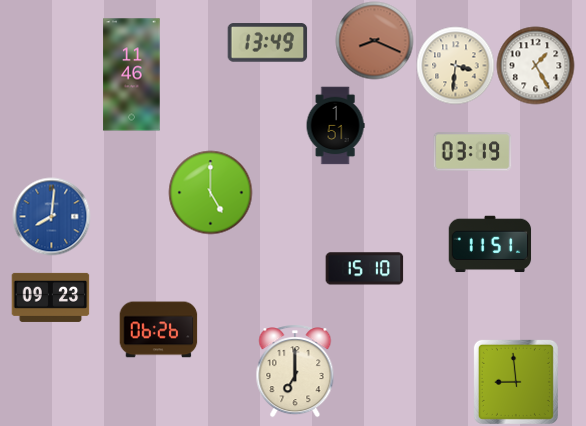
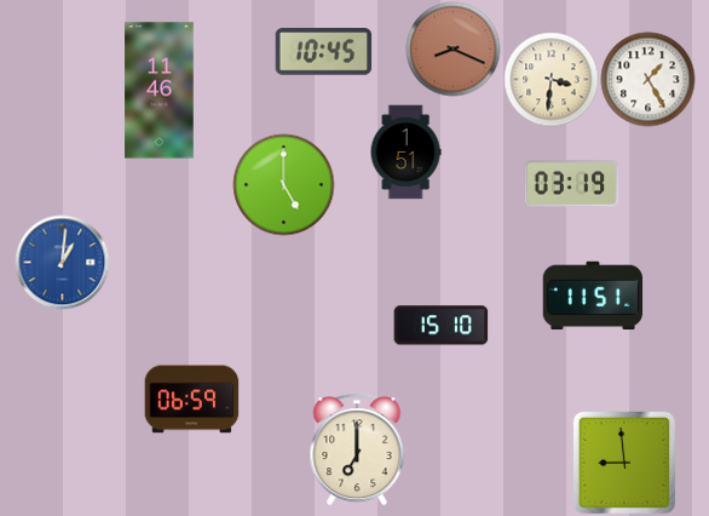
clock at (267, 43): 13:49 -> 10:45
clock at (210, 192) position: (210, 192) -> (283, 184)
clock at (51, 216): 8:01 -> 1:01
clock at (50, 297): 09:23 -> none
clock at (158, 330): 06:26 -> 06:59
